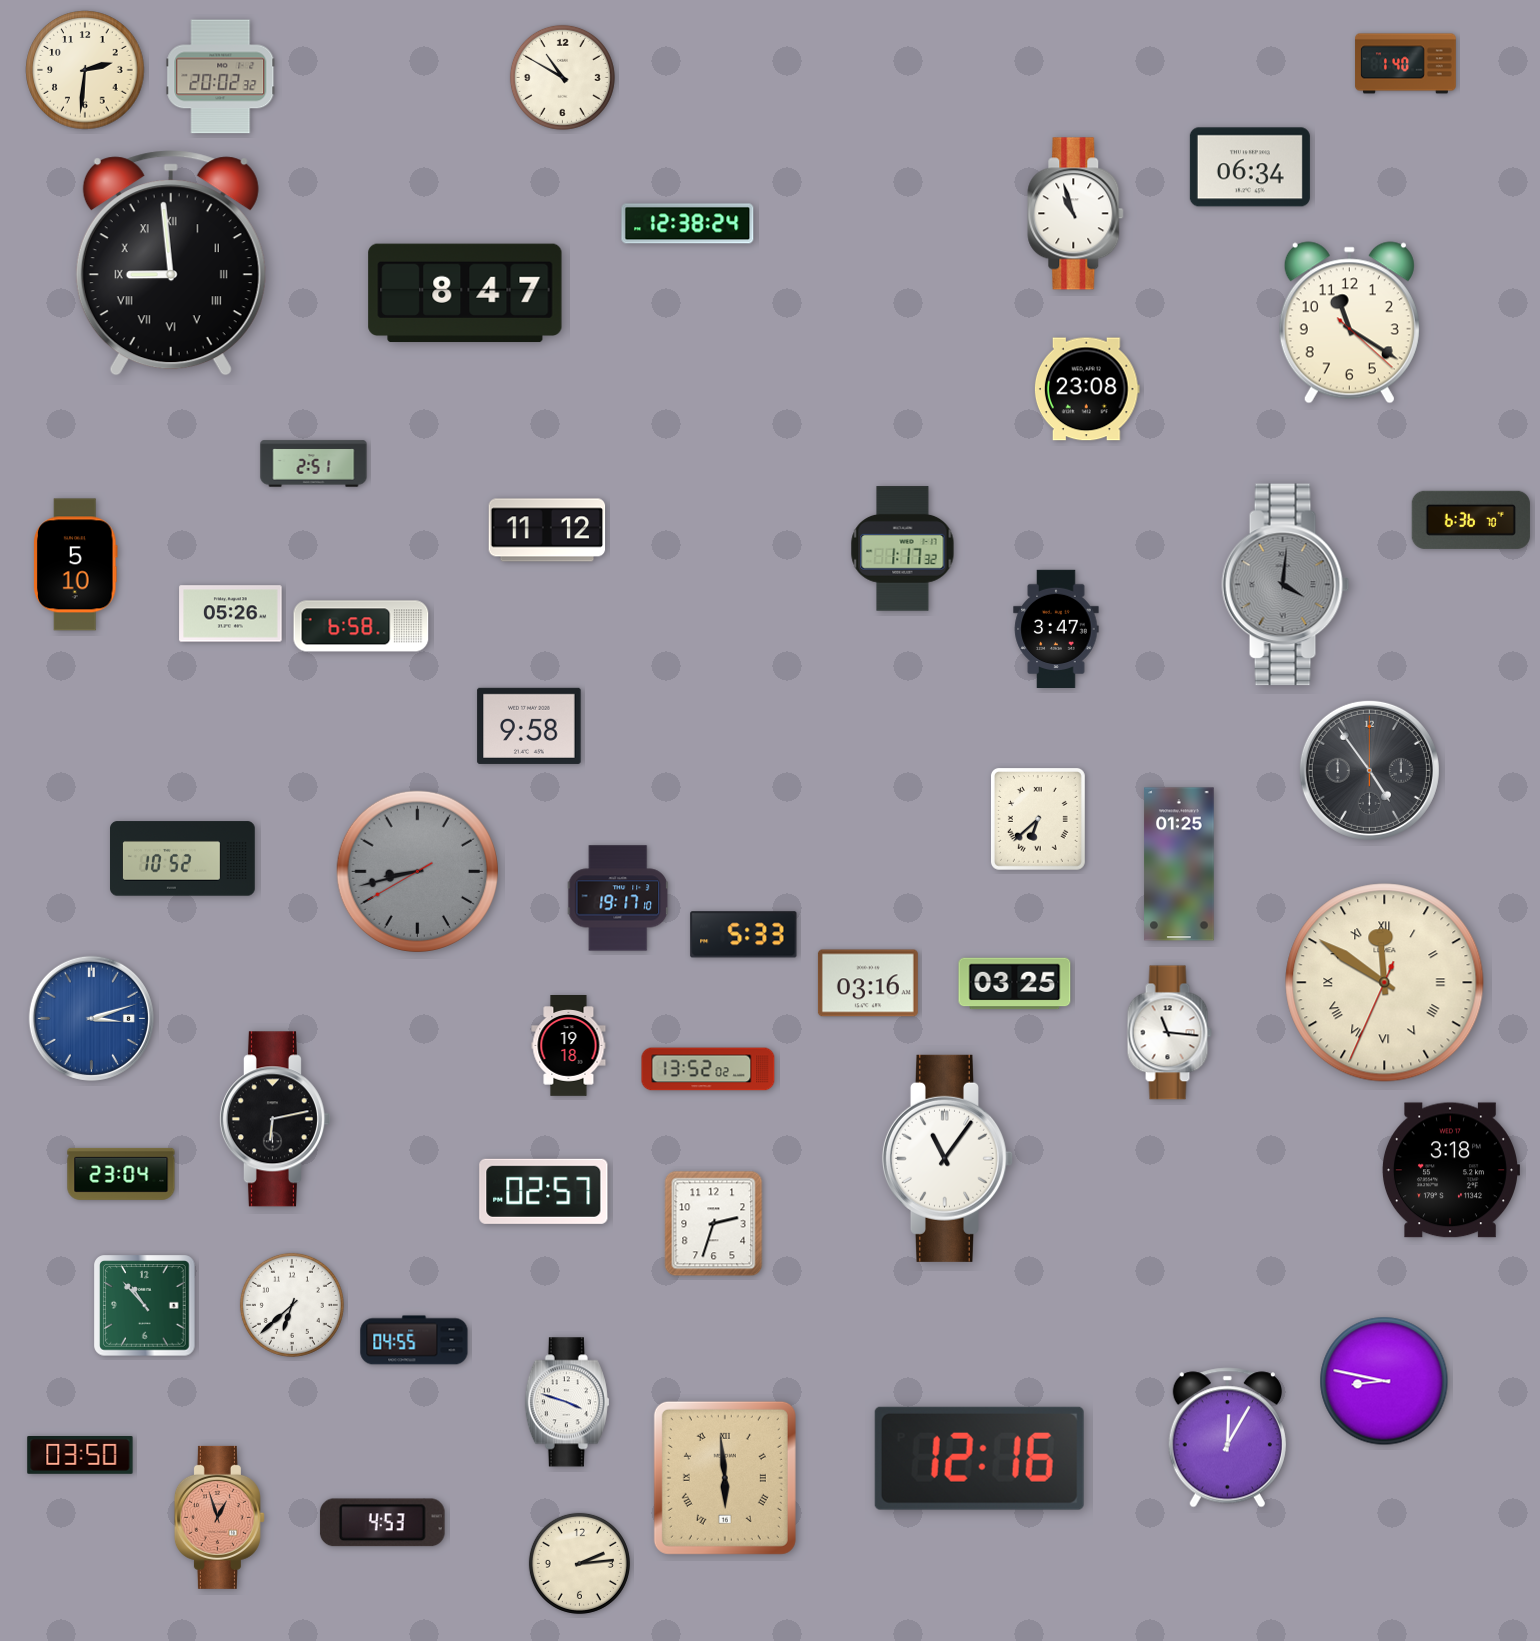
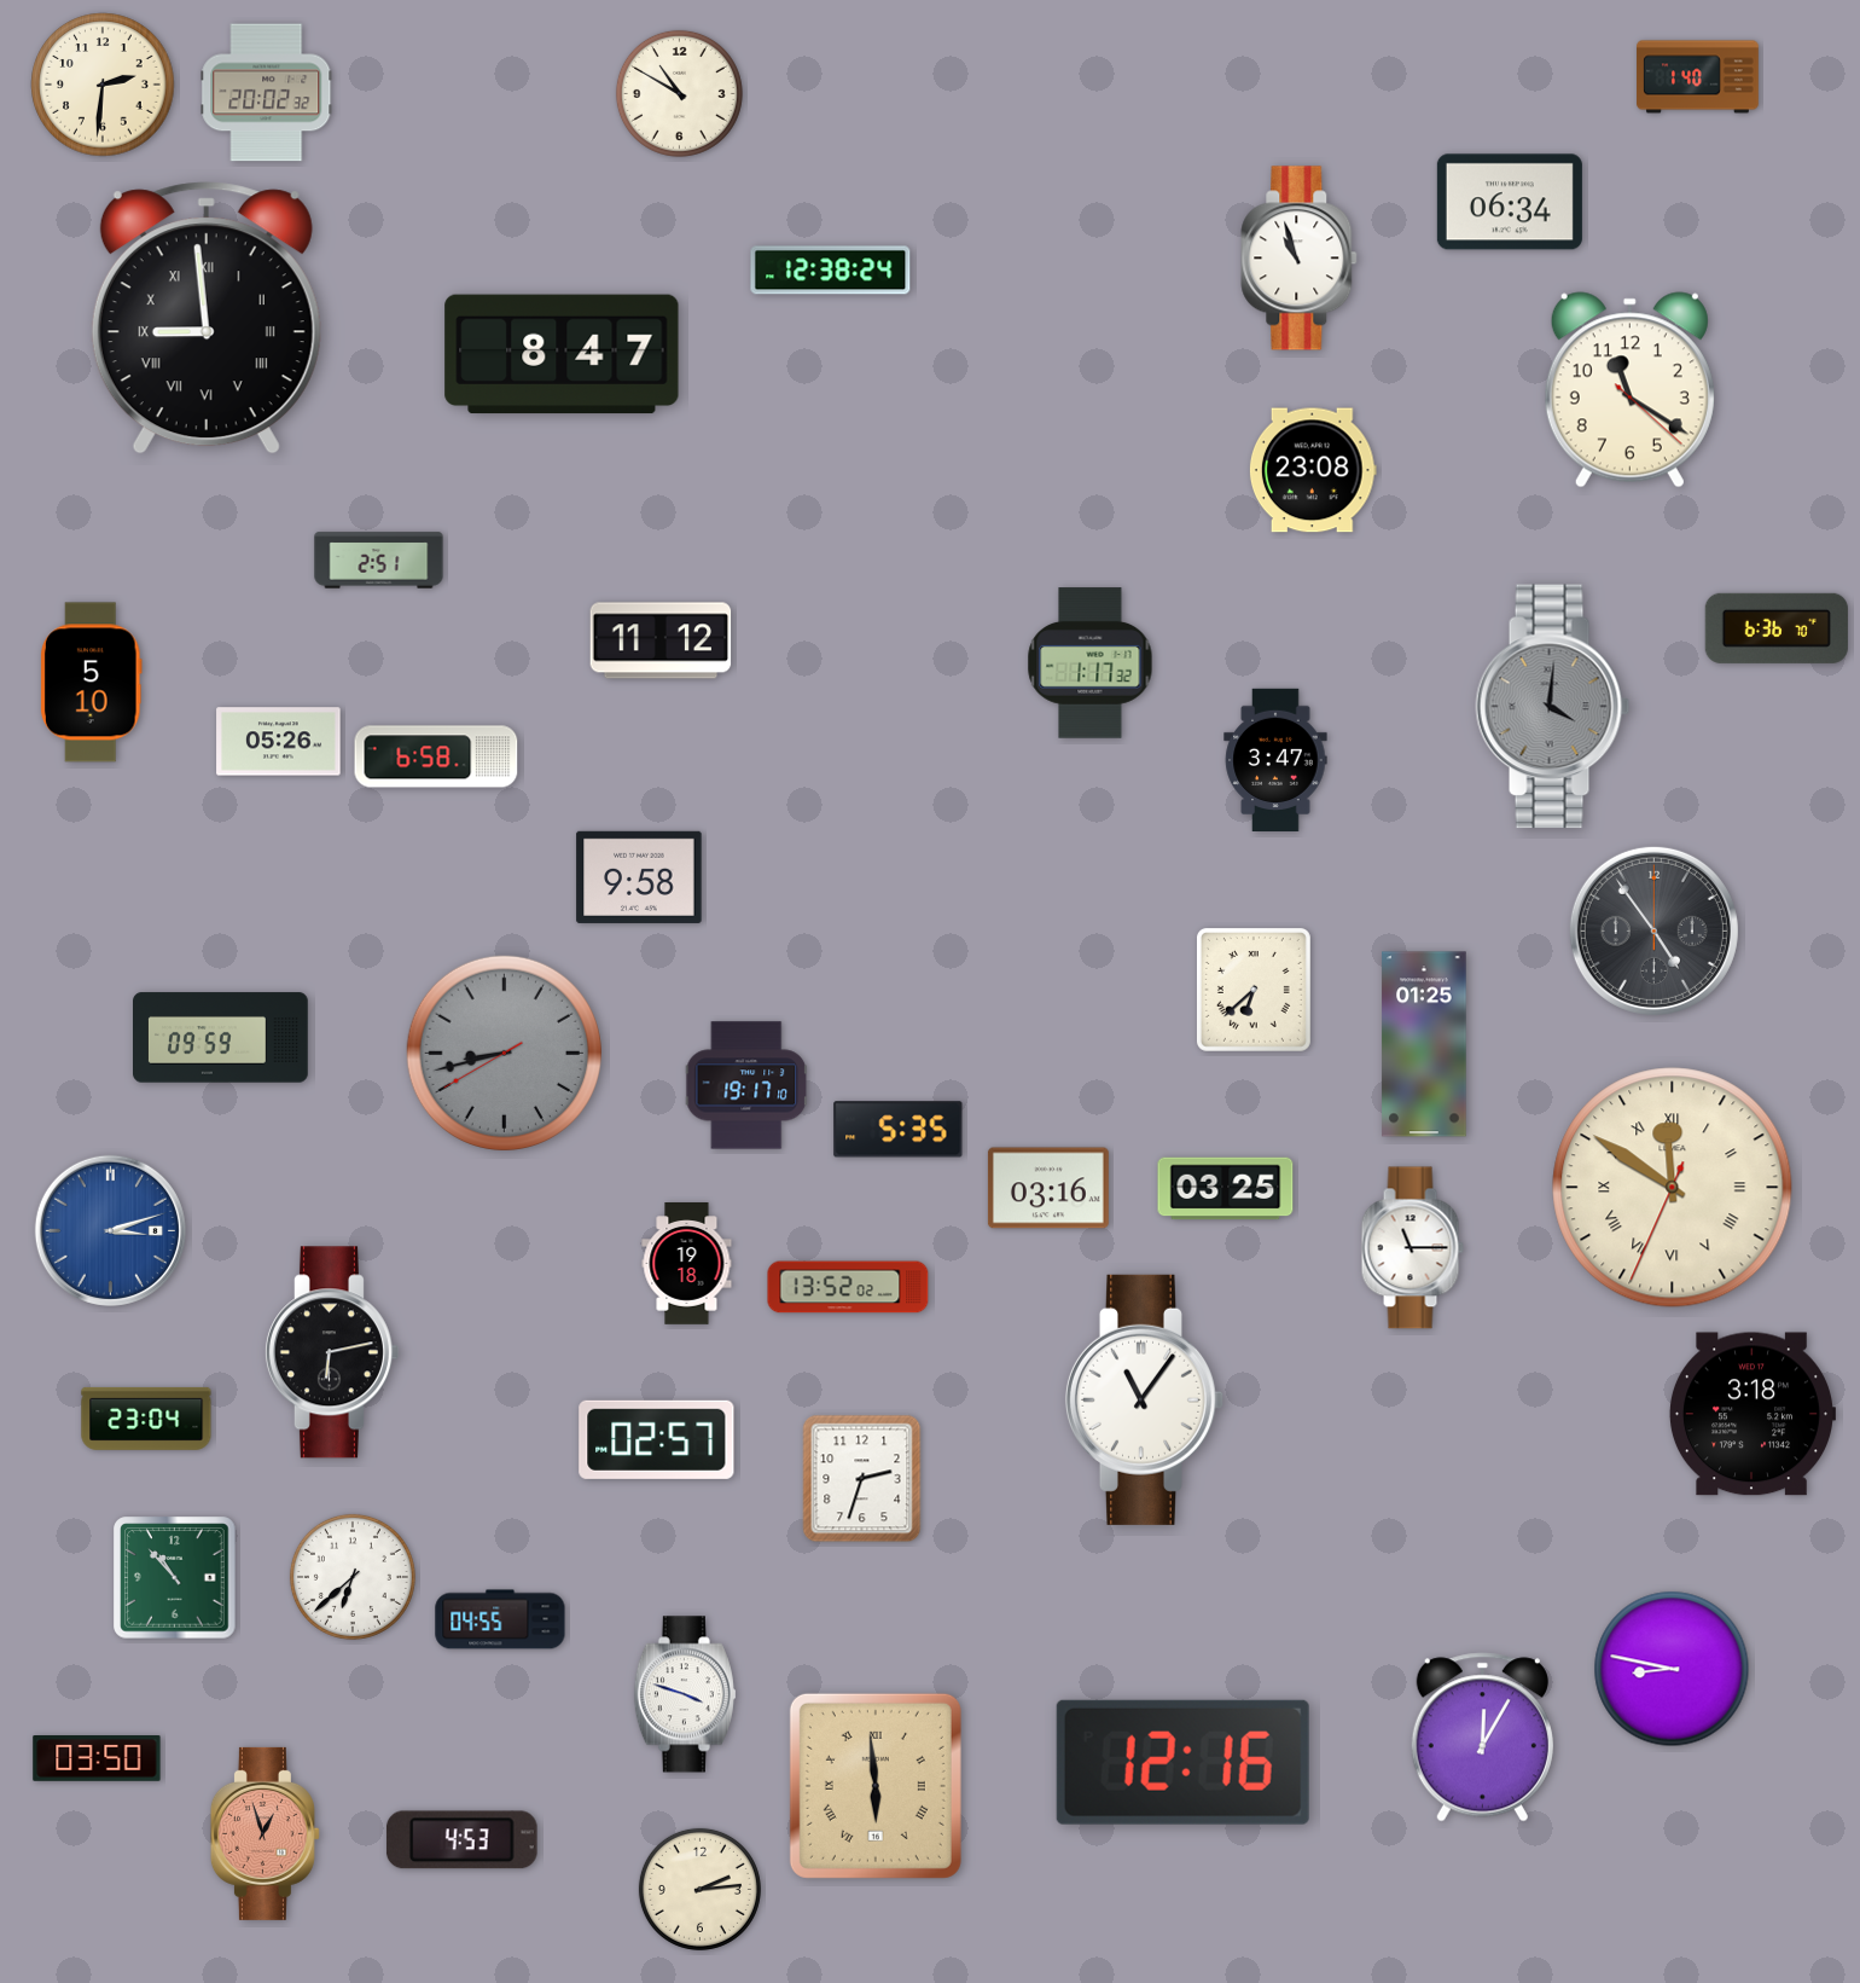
clock at (183, 859): 10:52 -> 09:59
clock at (744, 935): 5:33 -> 5:35
clock at (1169, 1033): 11:16 -> 11:15
clock at (708, 1069) position: (708, 1069) -> (848, 1287)
